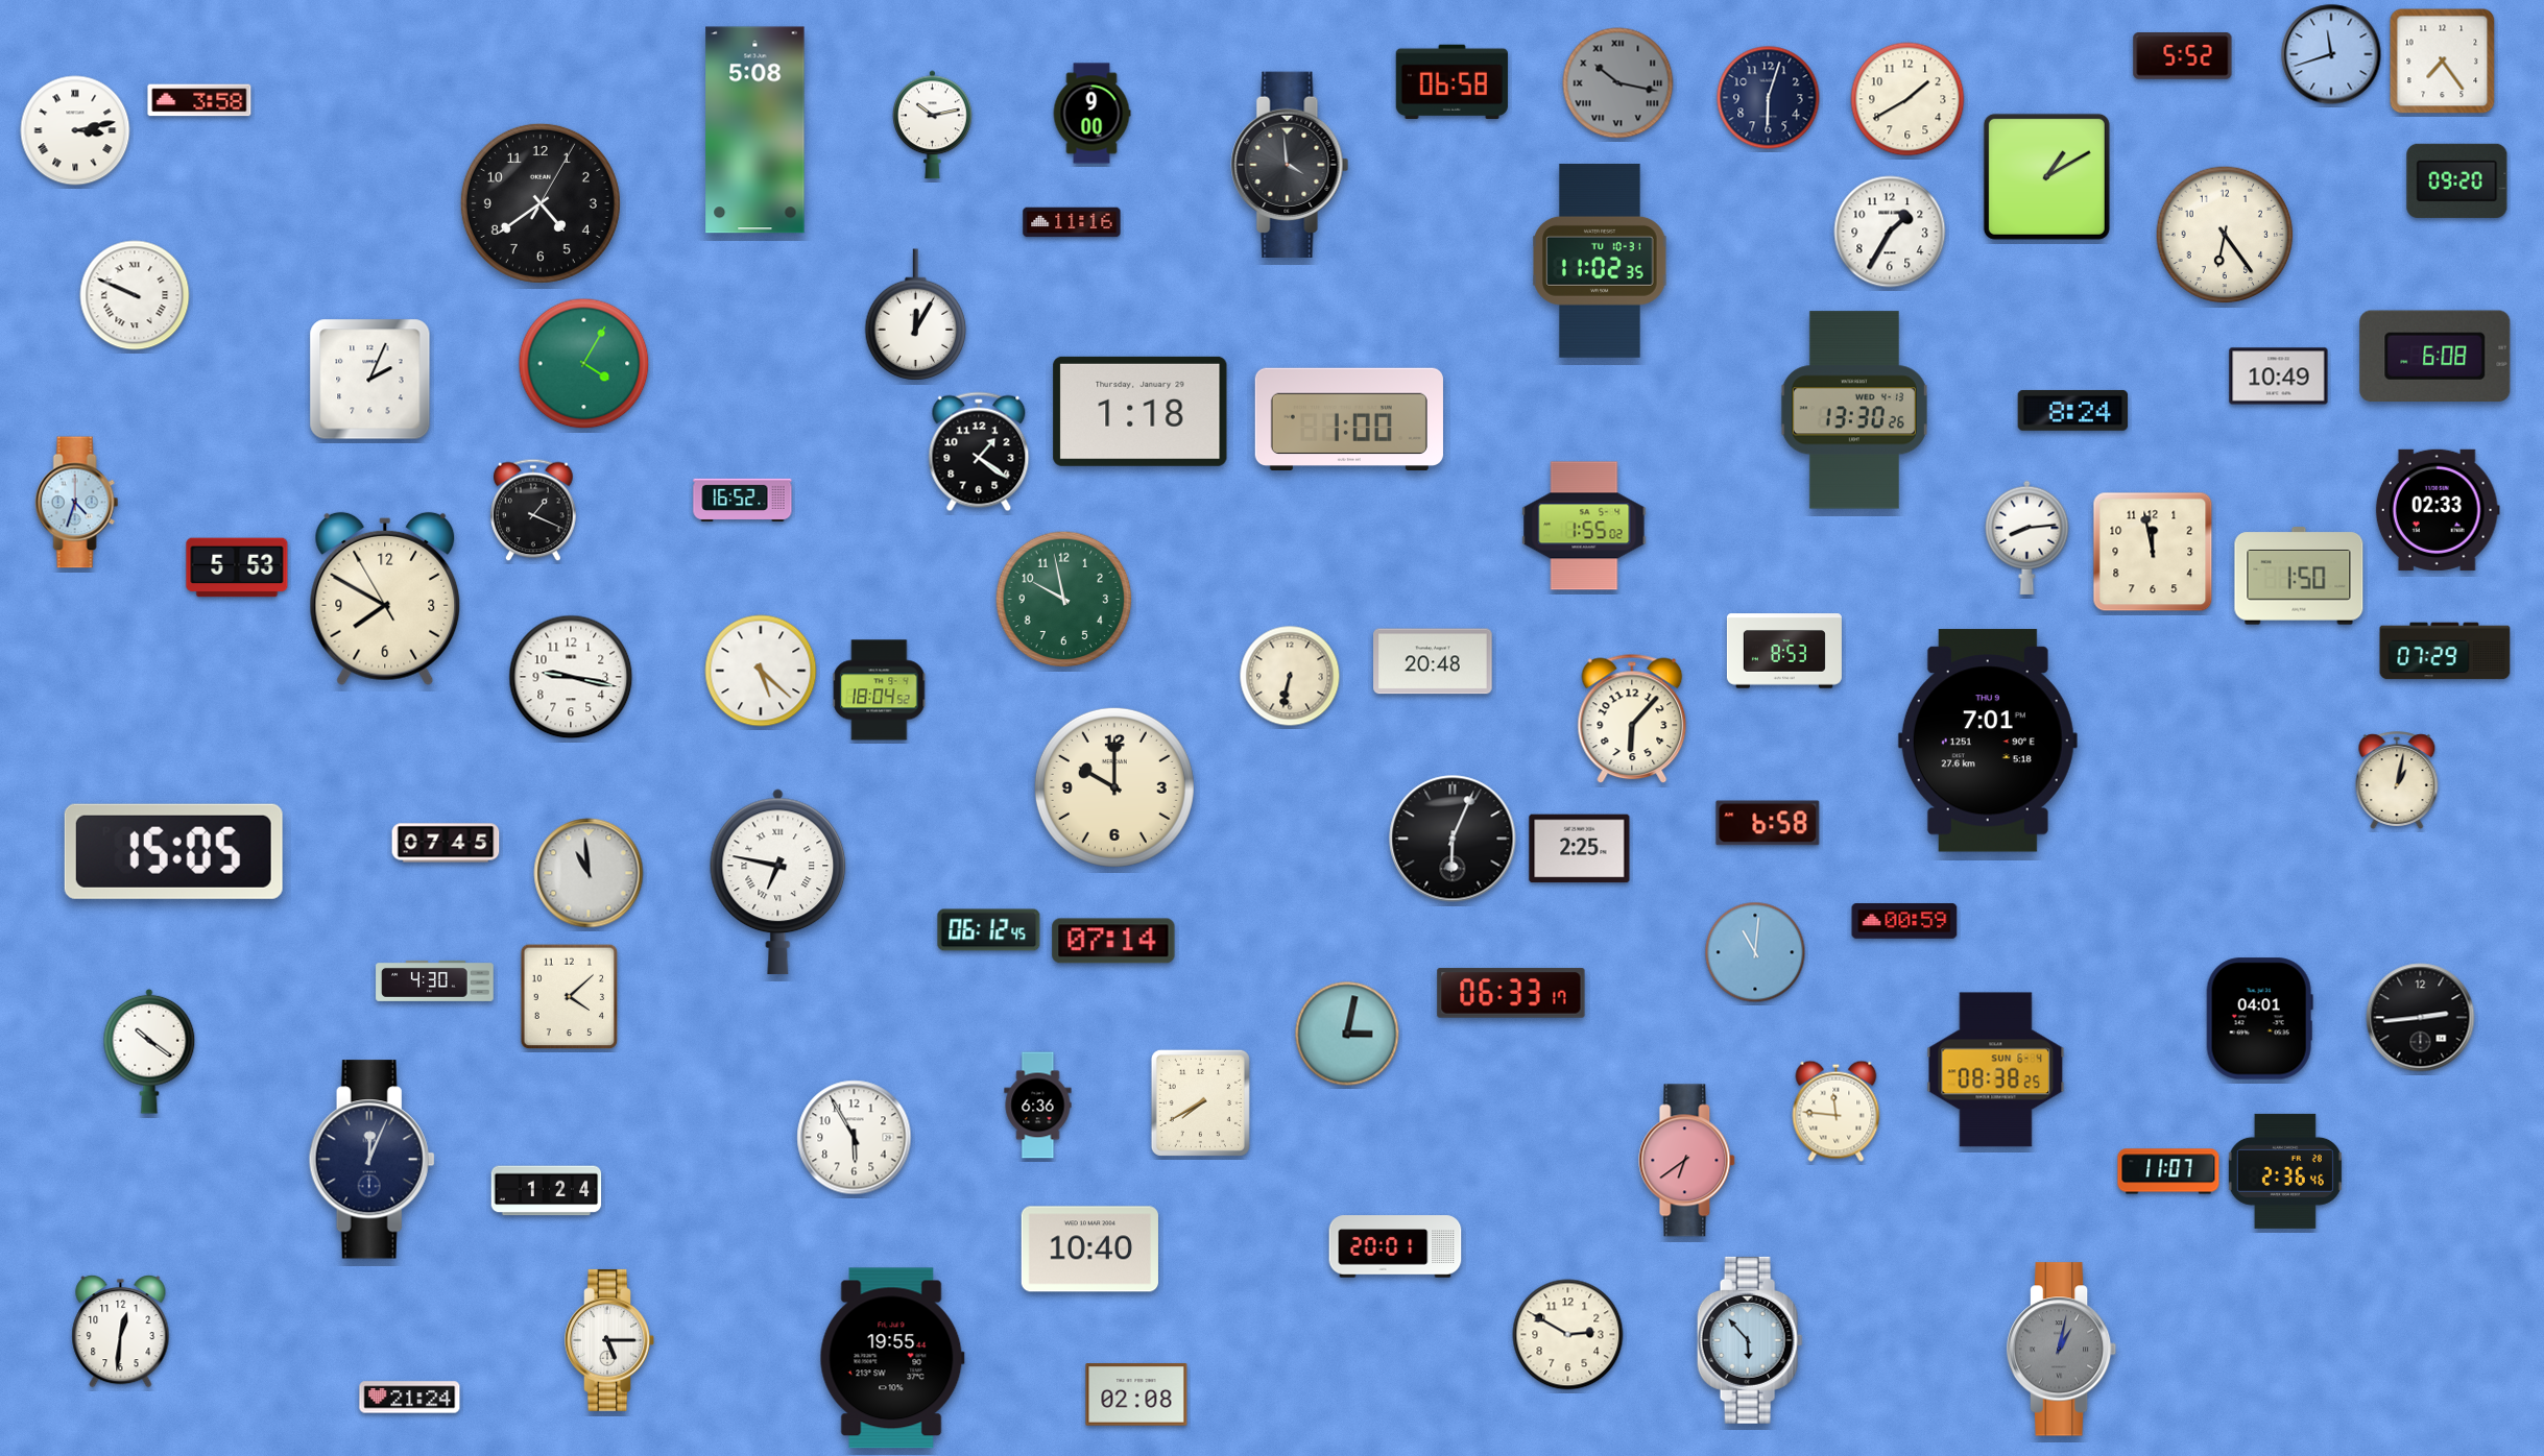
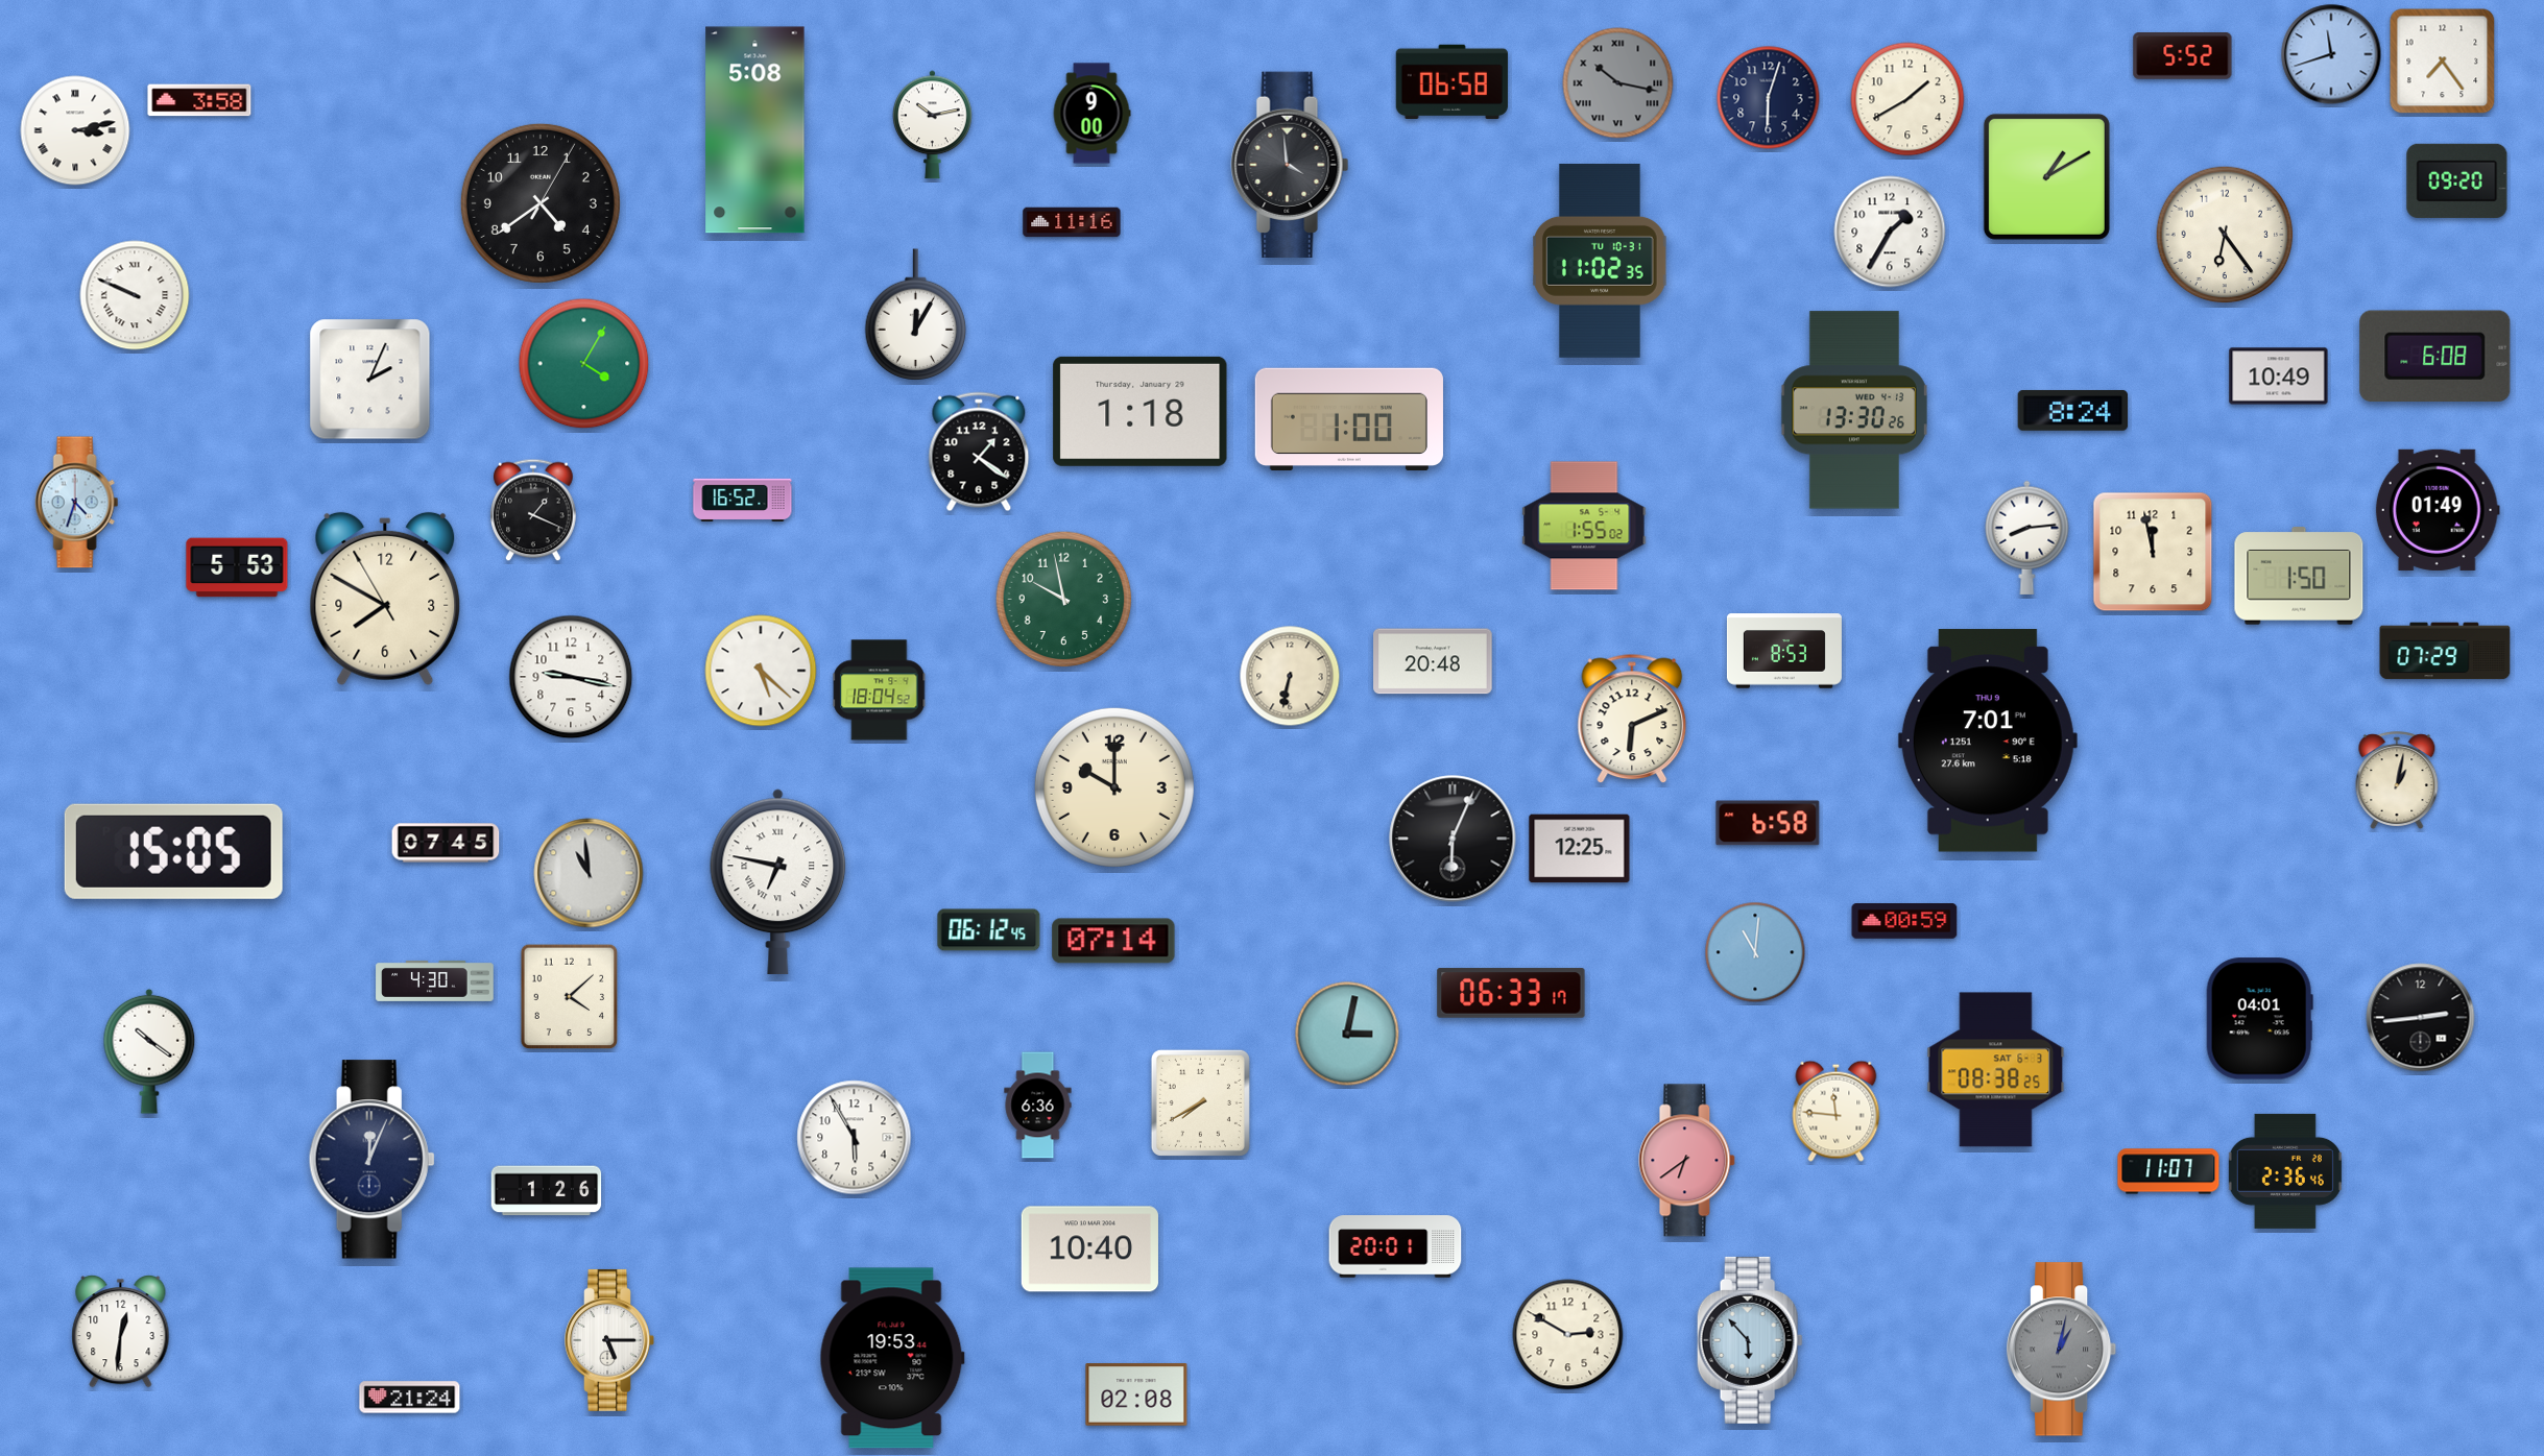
clock at (2438, 510): 02:33 -> 01:49
clock at (1632, 719): 6:07 -> 6:11
clock at (1580, 849): 2:25 -> 12:25
clock at (1996, 1070) date: SUN 6-4 -> SAT 6-3
clock at (547, 1191): 1:24 -> 1:26
clock at (892, 1358): 19:55 -> 19:53
